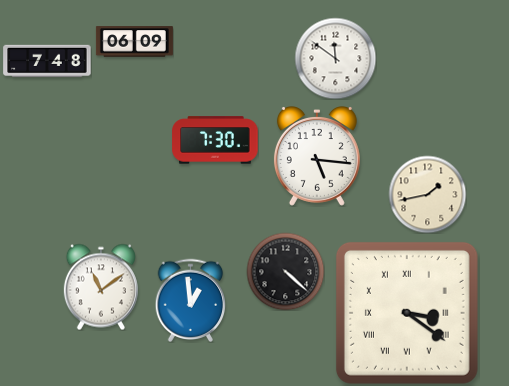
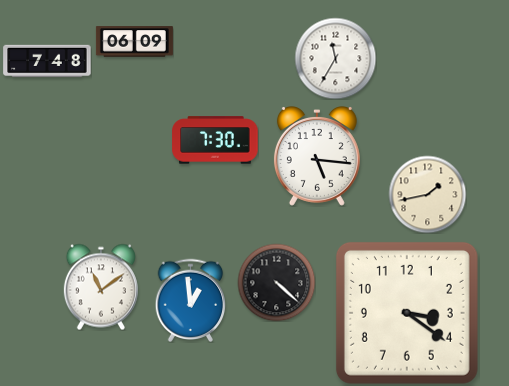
clock at (335, 58): 11:51 -> 11:35
clock at (285, 271) position: (285, 271) -> (276, 282)
clock at (407, 313) numerals: Roman -> Arabic
